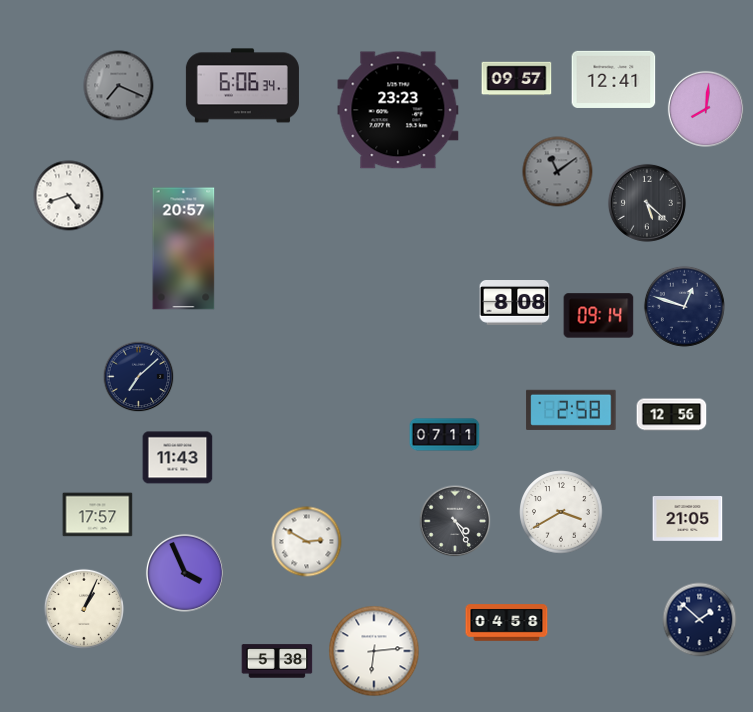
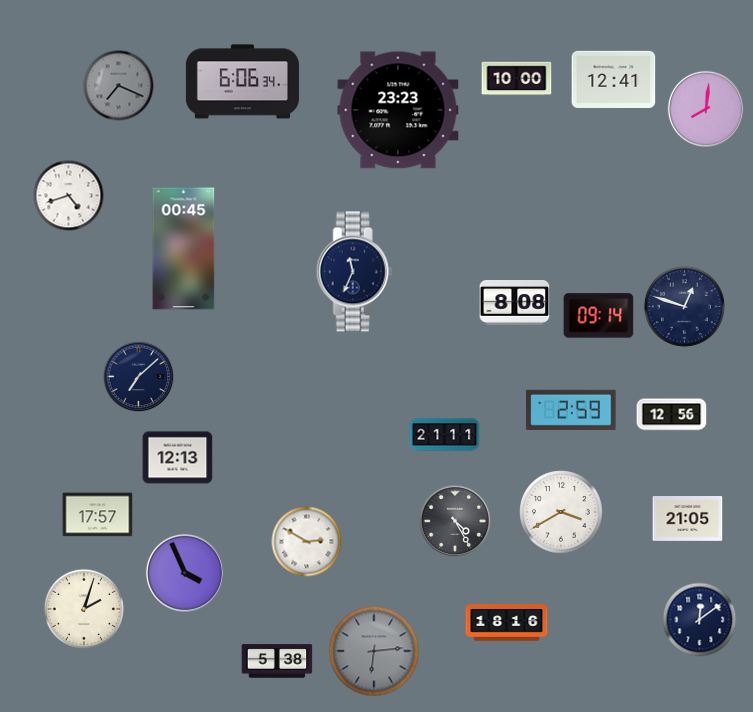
clock at (517, 79): 09:57 -> 10:00
clock at (242, 86) position: (242, 86) -> (242, 82)
clock at (558, 172): 11:09 -> none
clock at (647, 203): 5:22 -> none
clock at (184, 249): 20:57 -> 00:45
clock at (354, 272): none -> 11:34
clock at (571, 410): 2:58 -> 2:59
clock at (445, 435): 07:11 -> 21:11
clock at (178, 458): 11:43 -> 12:13
clock at (84, 609): 1:04 -> 2:03
clock at (700, 620): 1:52 -> 12:09
clock at (507, 623): 04:58 -> 18:16
clock at (374, 651) dial: white -> grey
